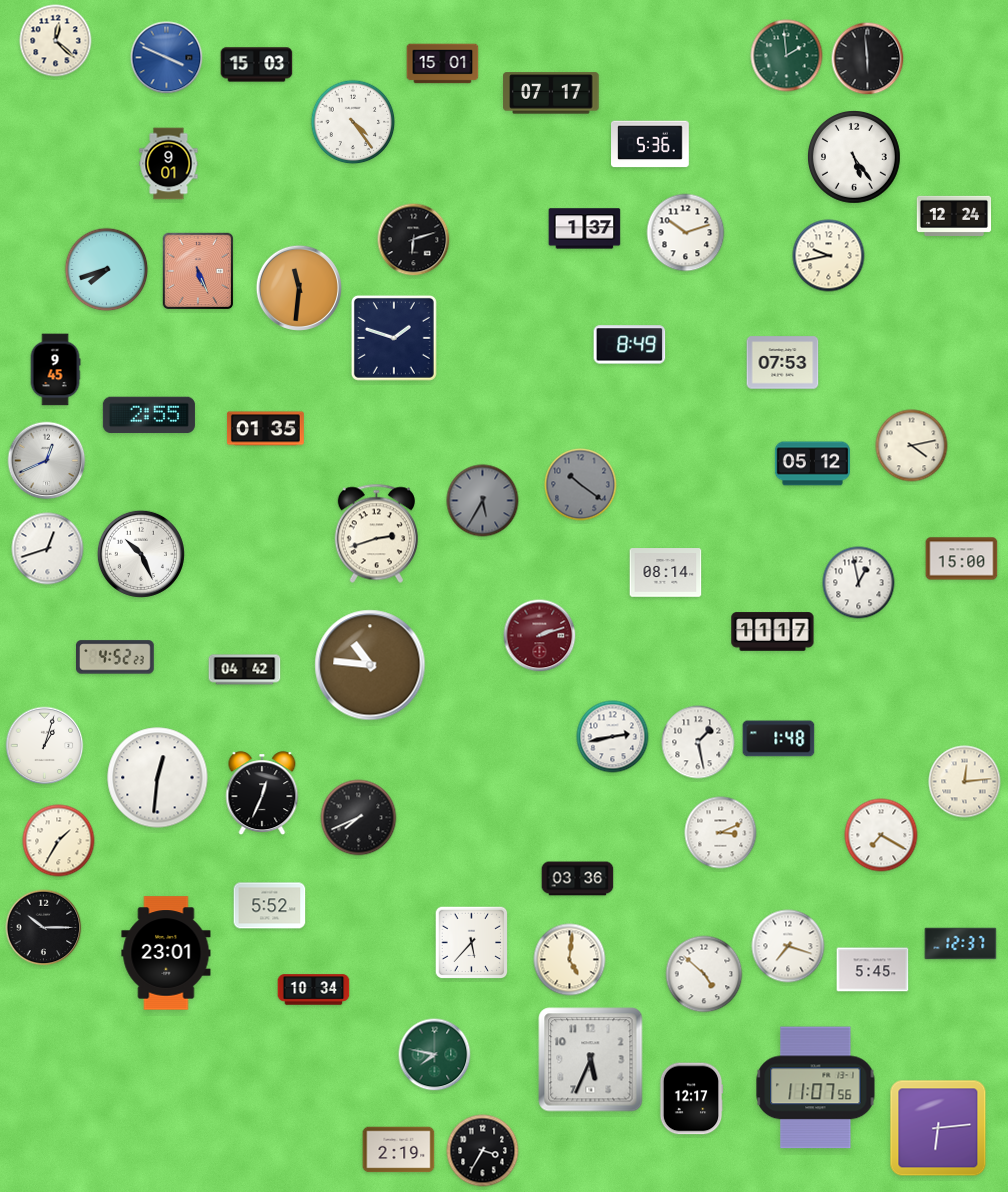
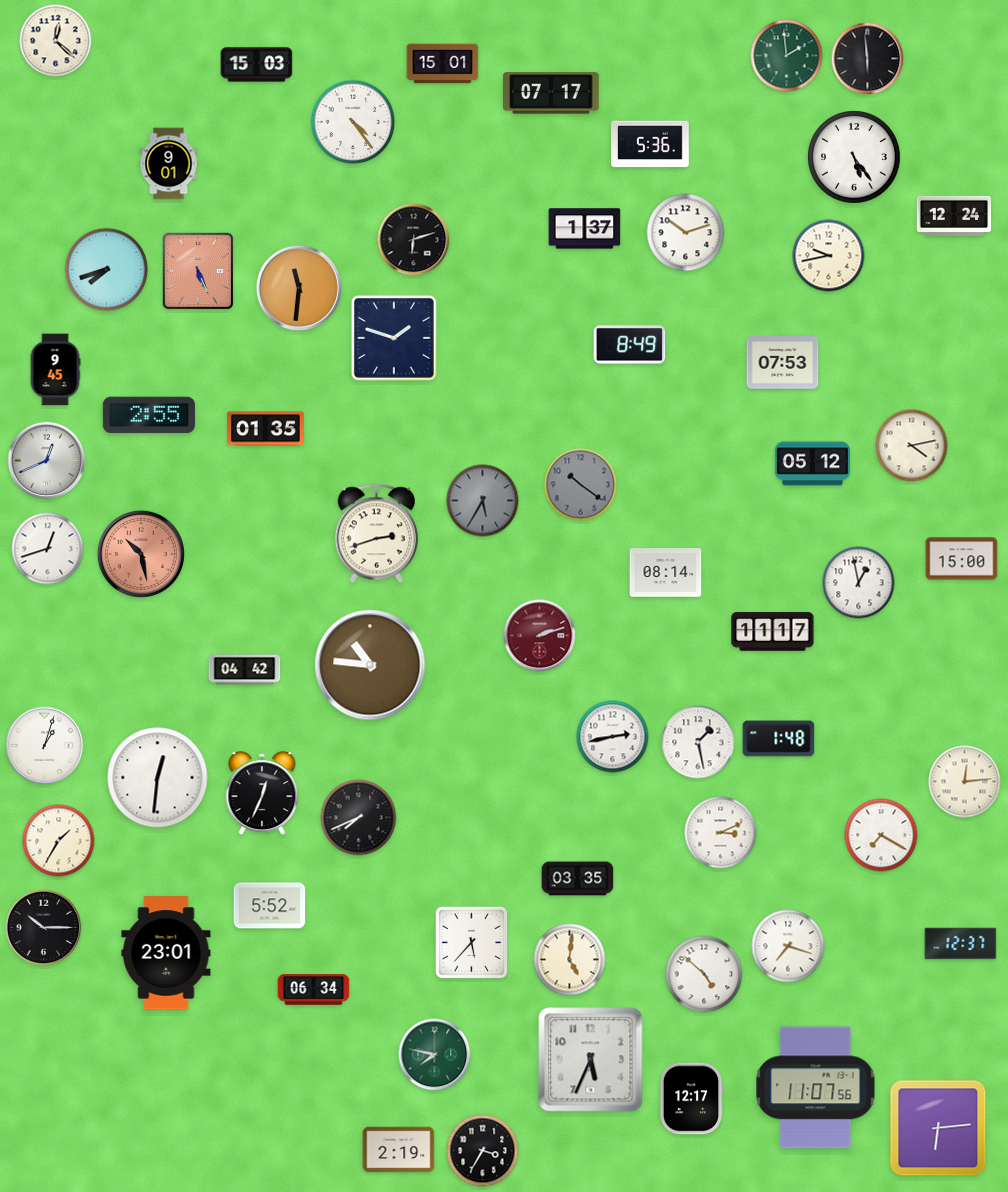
clock at (167, 58): 3:49 -> none
clock at (141, 554): 10:26 -> 10:28
clock at (141, 554) dial: white -> salmon
clock at (116, 657): 4:52 -> none
clock at (578, 879): 03:36 -> 03:35
clock at (873, 970): 5:45 -> none
clock at (314, 990): 10:34 -> 06:34
